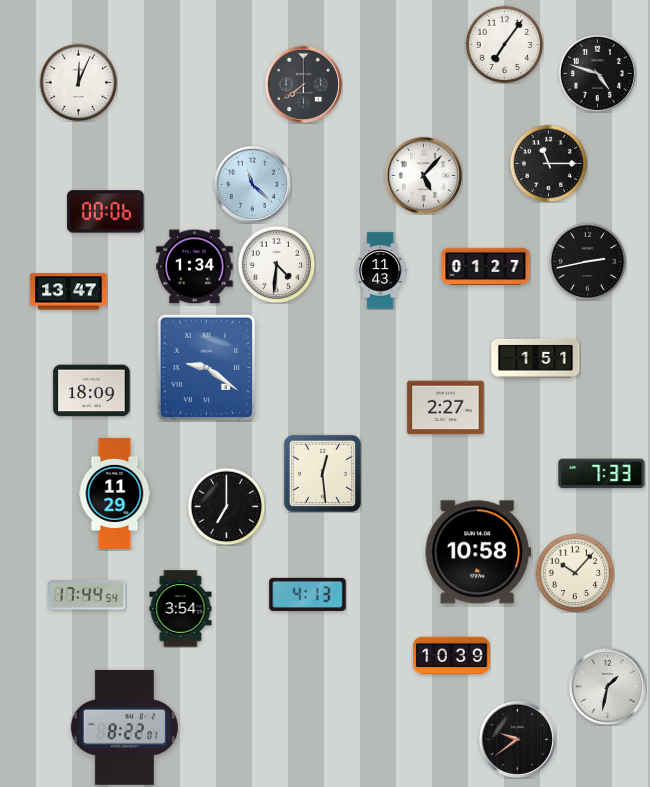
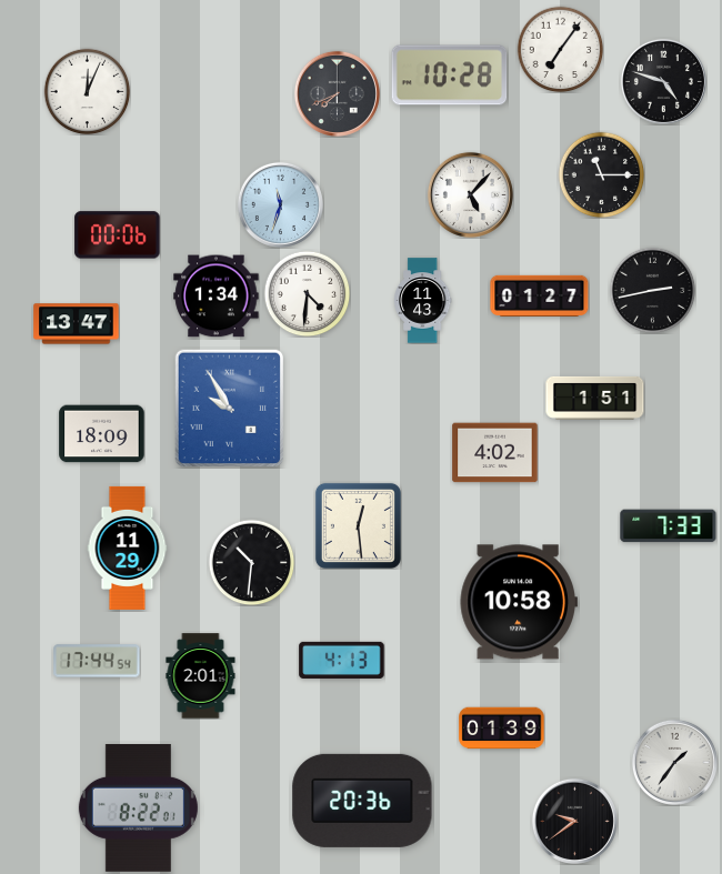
clock at (450, 76): none -> 10:28
clock at (303, 84): 7:39 -> 7:41
clock at (548, 163) position: (548, 163) -> (601, 174)
clock at (252, 184): 11:22 -> 11:33
clock at (207, 368): 9:21 -> 9:55
clock at (446, 408): 2:27 -> 4:02
clock at (226, 506): 7:00 -> 10:31
clock at (478, 552) position: (478, 552) -> (519, 602)
clock at (575, 573): 10:07 -> none
clock at (181, 609): 3:54 -> 2:01
clock at (452, 656): 10:39 -> 01:39
clock at (607, 686): 1:32 -> 1:36
clock at (362, 801): none -> 20:36
